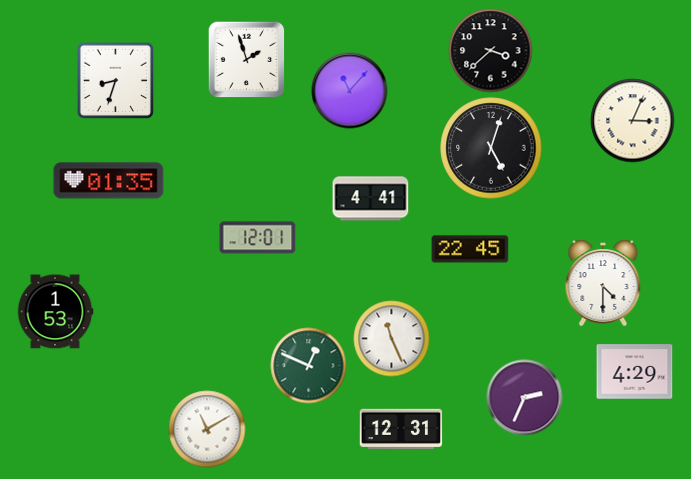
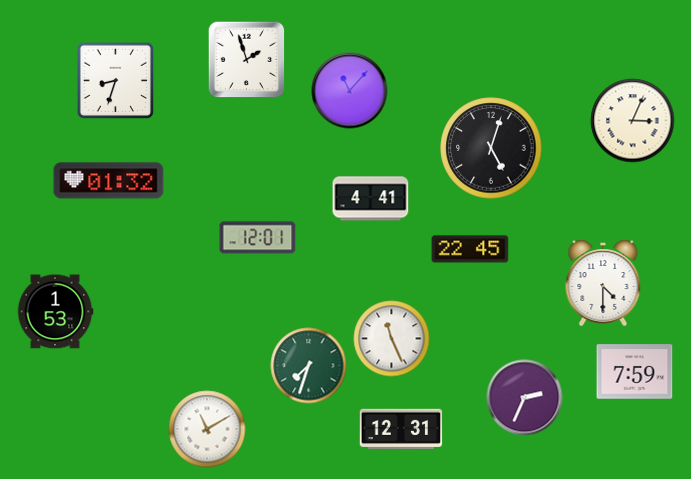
clock at (491, 51): 3:38 -> none
clock at (109, 181): 01:35 -> 01:32
clock at (309, 366): 12:49 -> 7:33
clock at (635, 372): 4:29 -> 7:59
